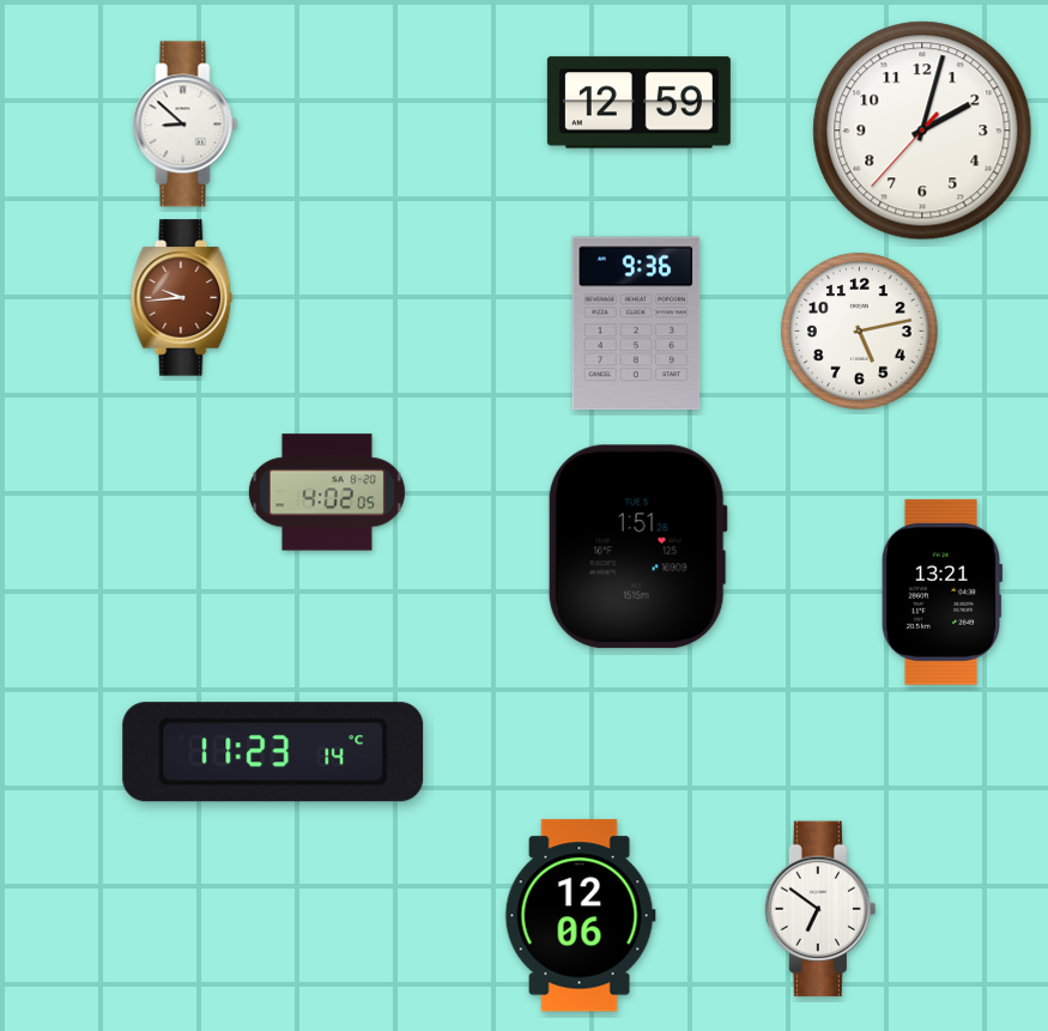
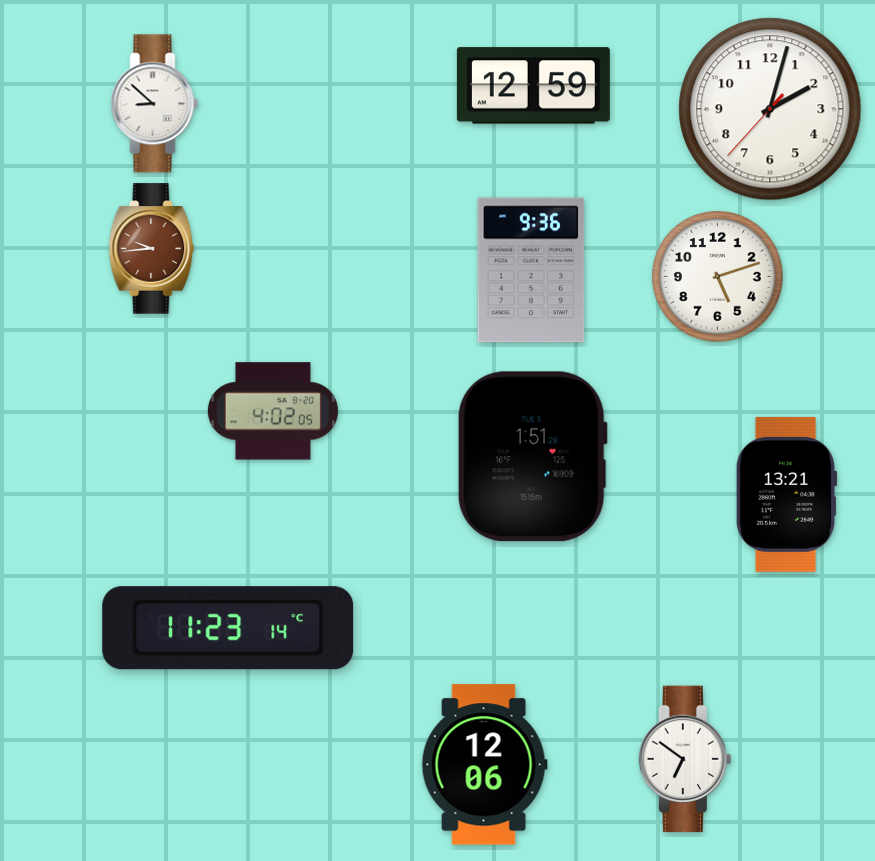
clock at (860, 332): 5:13 -> 5:12
